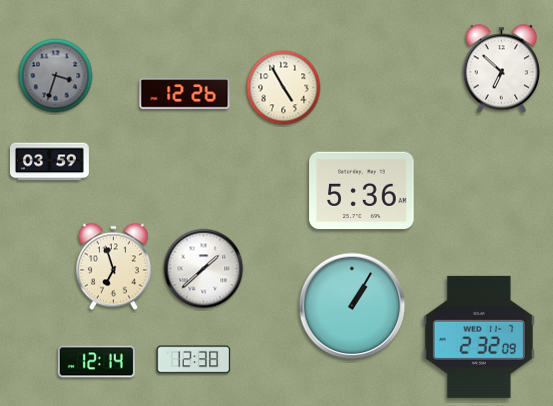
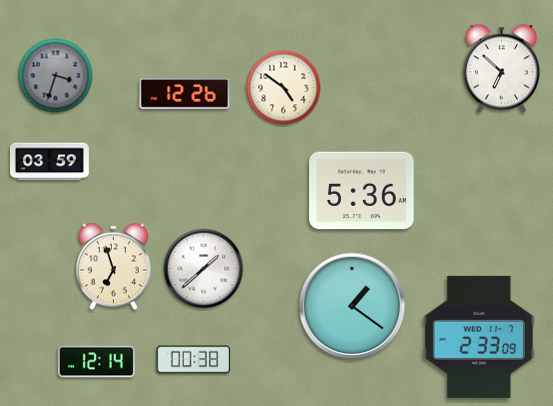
clock at (284, 88): 4:55 -> 4:51
clock at (352, 306): 1:05 -> 1:21
clock at (479, 337): 2:32 -> 2:33
clock at (194, 360): 12:38 -> 00:38
